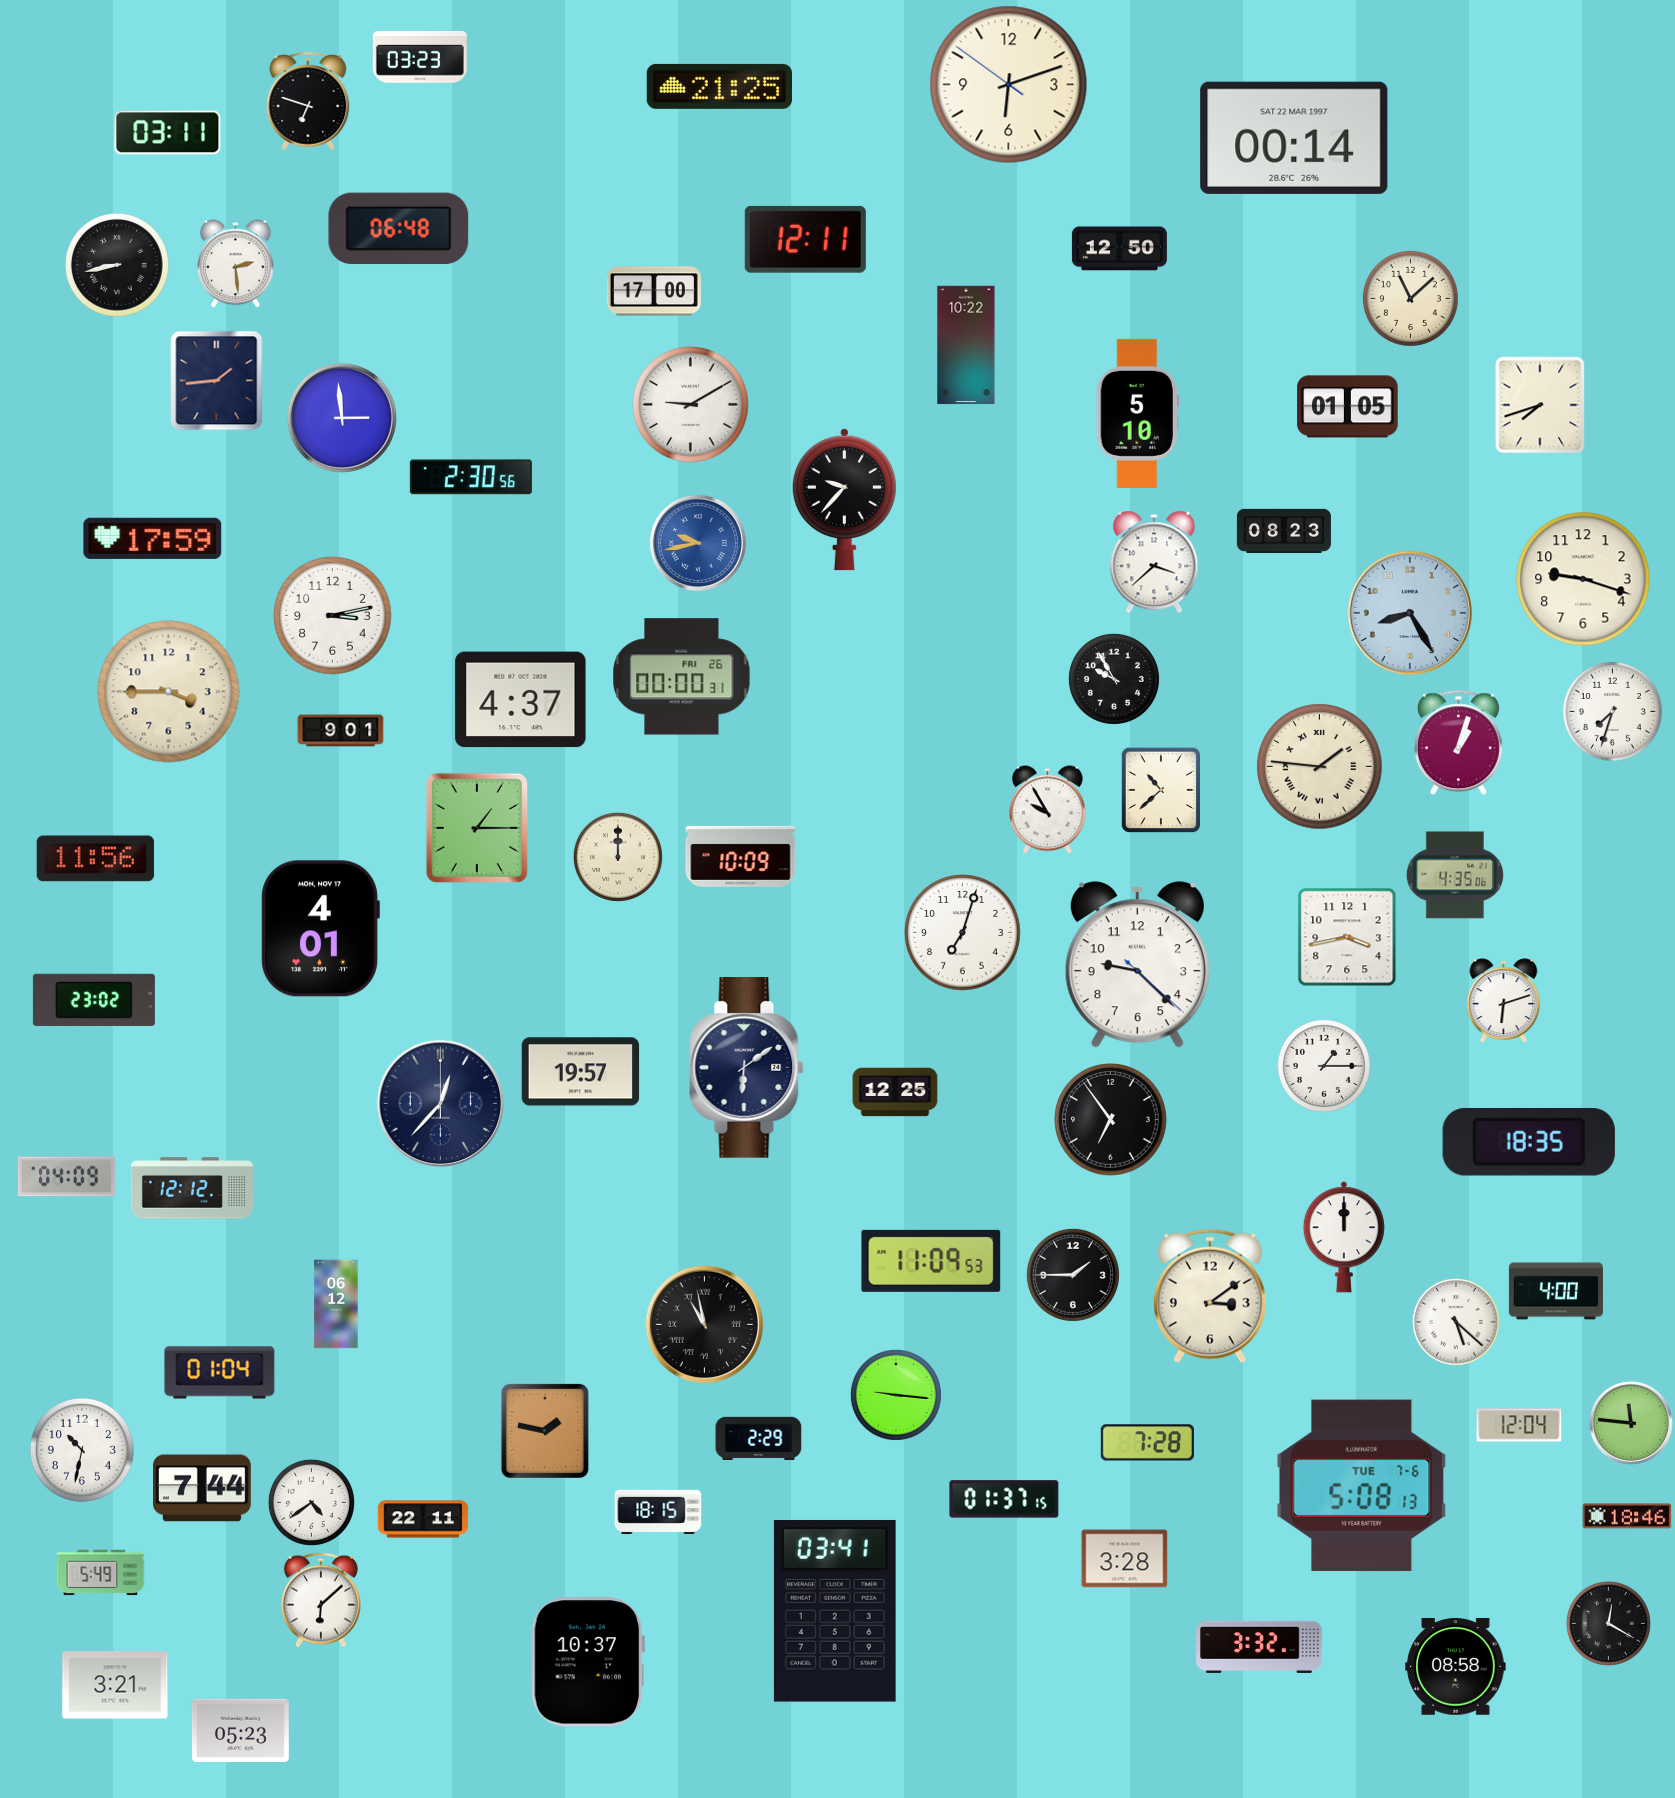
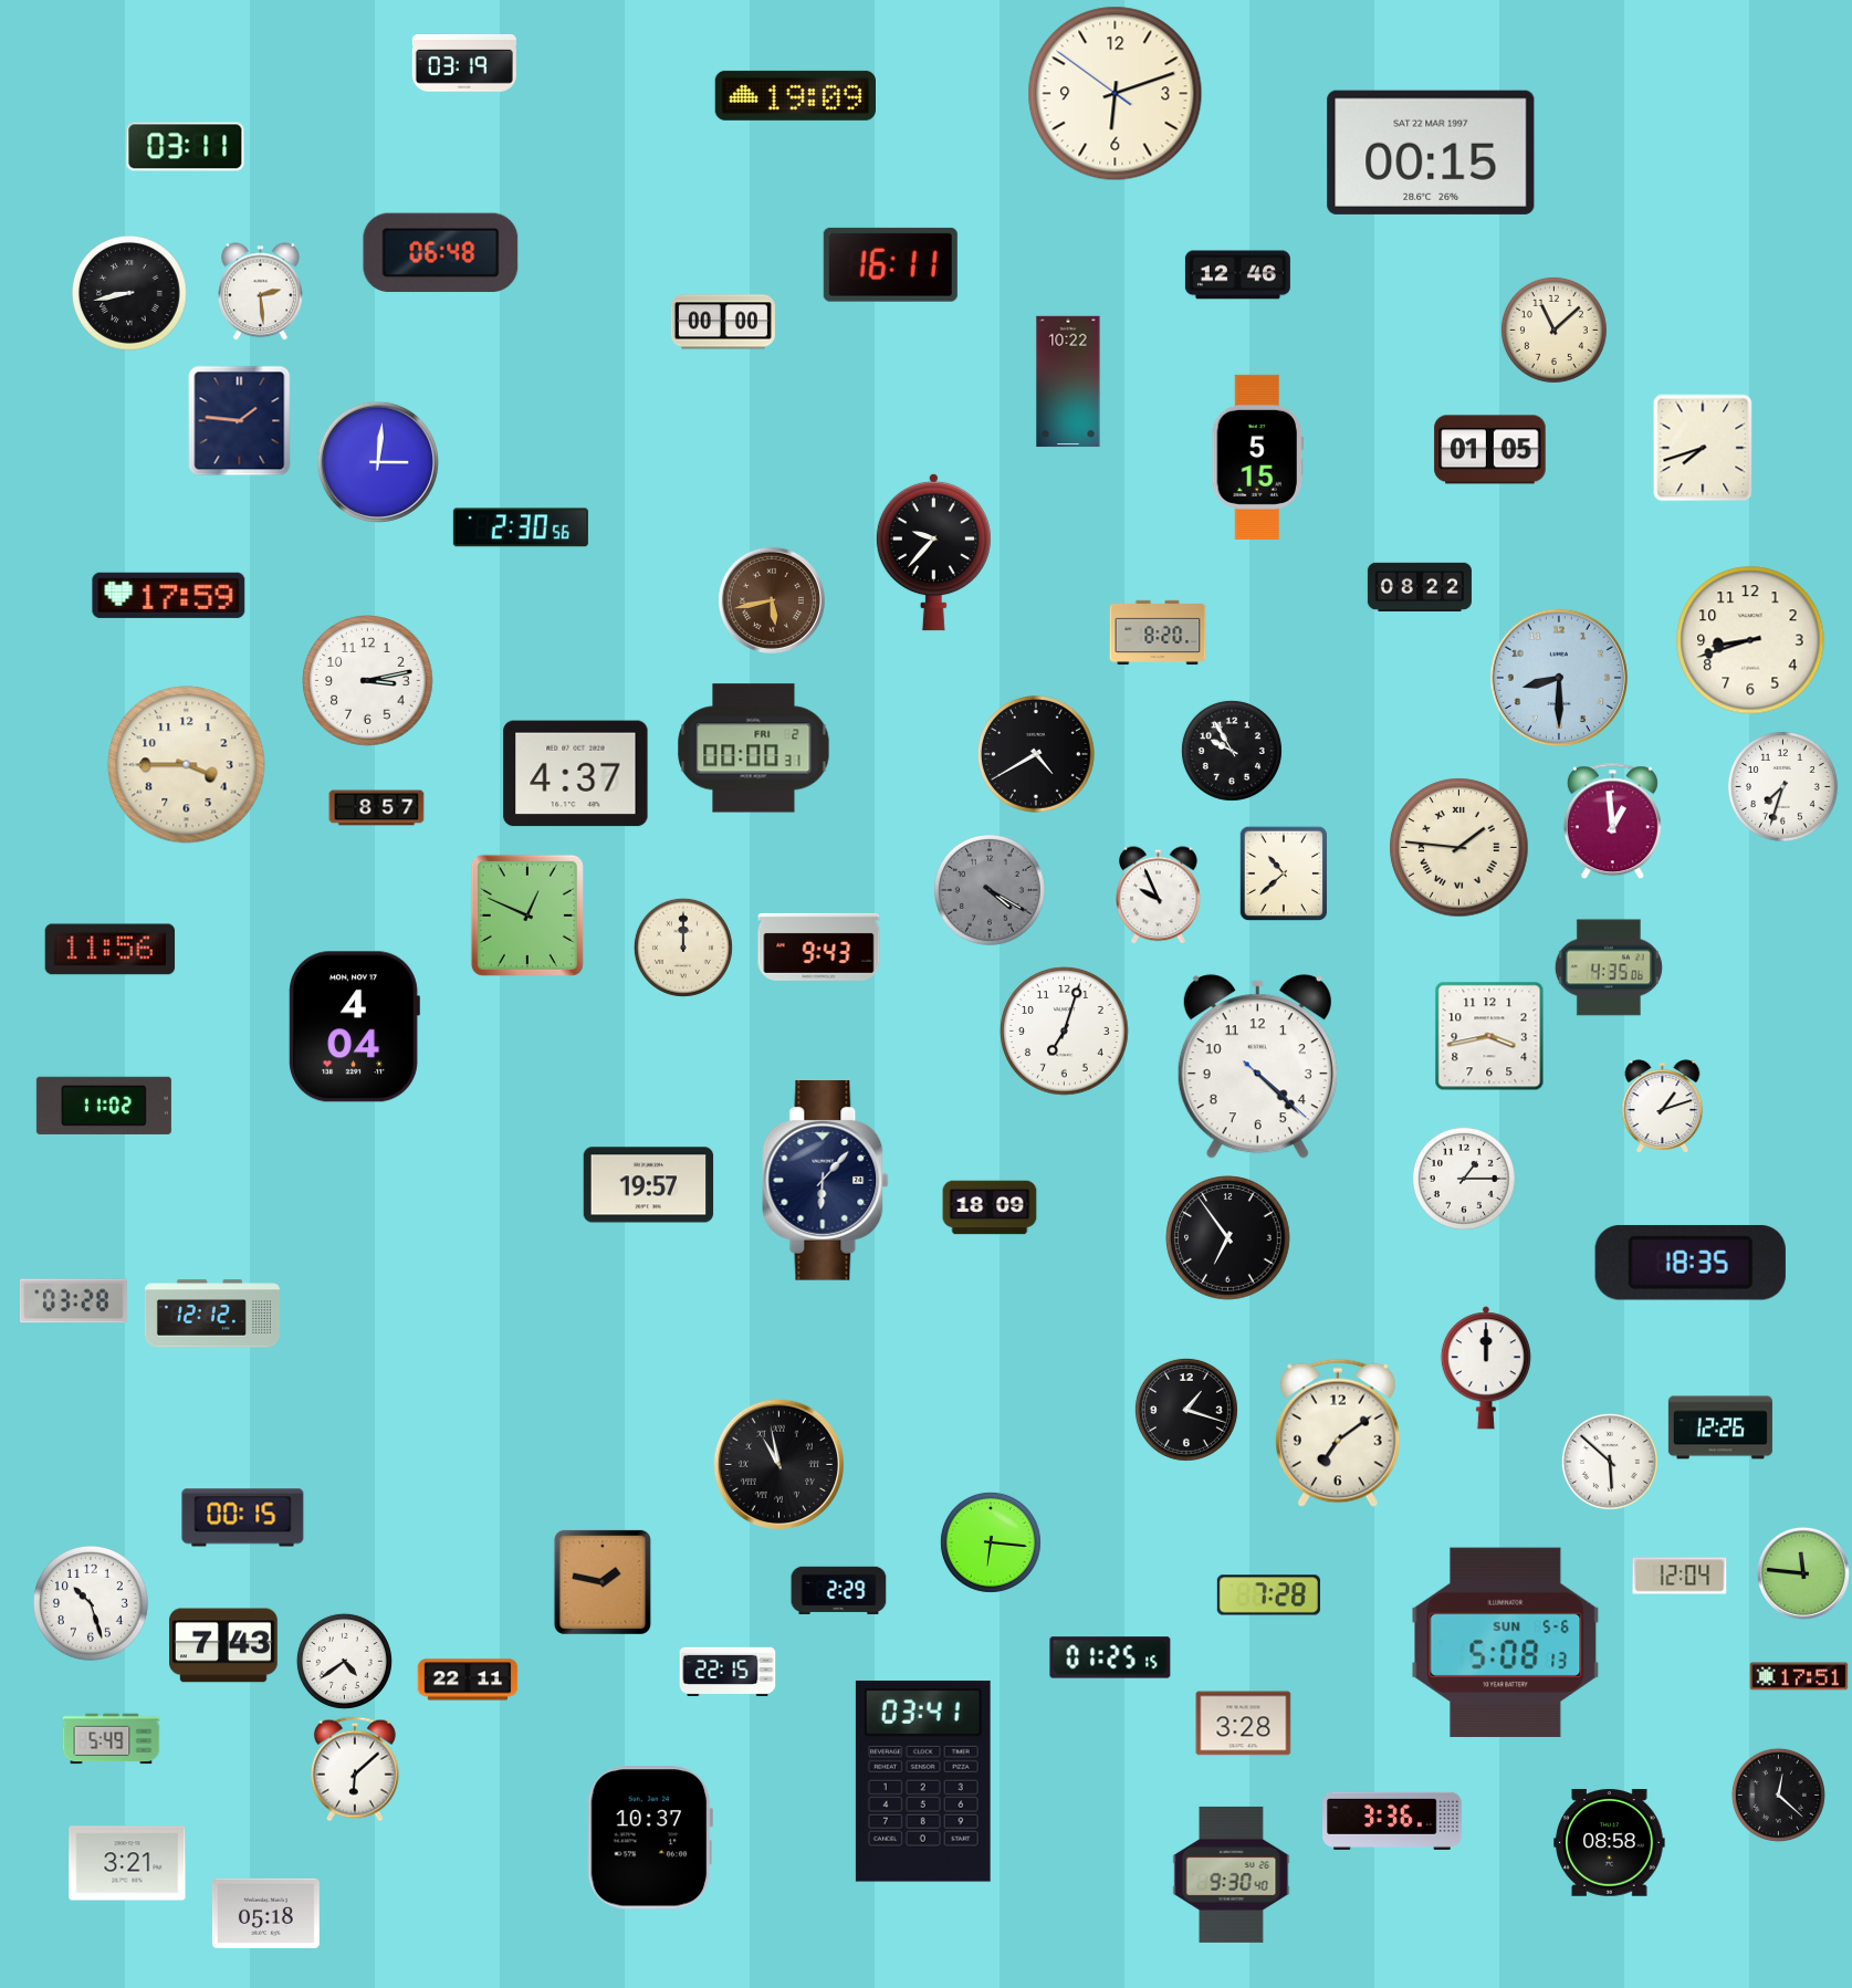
clock at (420, 58): 03:23 -> 03:19
clock at (719, 86): 21:25 -> 19:09
clock at (308, 101): 6:48 -> none
clock at (1294, 138): 00:14 -> 00:15
clock at (805, 239): 12:11 -> 16:11
clock at (1119, 249): 12:50 -> 12:46
clock at (654, 291): 17:00 -> 00:00
clock at (1410, 298) position: (1410, 298) -> (1553, 329)
clock at (217, 381): 1:44 -> 1:46
clock at (691, 405): 9:10 -> none
clock at (1138, 413): 5:10 -> 5:15
clock at (342, 418): 2:59 -> 3:01
clock at (1284, 531): 08:23 -> 08:22
clock at (698, 543): 9:43 -> 5:43
clock at (698, 543) dial: blue -> brown
clock at (1154, 562): 3:38 -> none
clock at (1158, 632): none -> 8:20
clock at (1583, 579): 9:18 -> 8:42
clock at (1410, 613): 8:25 -> 8:30
clock at (682, 677) date: FRI 26 -> FRI 2
clock at (1037, 755): none -> 4:40
clock at (341, 731): 9:01 -> 8:57
clock at (1458, 743): 1:03 -> 12:59
clock at (990, 890): none -> 4:20
clock at (1048, 810): 9:55 -> 9:56
clock at (477, 828): 1:15 -> 12:49
clock at (741, 856): 10:09 -> 9:43
clock at (96, 859) position: (96, 859) -> (111, 950)
clock at (320, 929): 4:01 -> 4:04
clock at (1137, 965): 9:22 -> 4:22
clock at (94, 1000): 23:02 -> 11:02
clock at (1504, 1001): 6:12 -> 1:12
clock at (747, 1068): 6:09 -> 6:07
clock at (581, 1072) position: (581, 1072) -> (649, 1185)
clock at (895, 1092): 12:25 -> 18:09
clock at (441, 1104): 12:37 -> none
clock at (66, 1177): 04:09 -> 03:28
clock at (931, 1261): 11:09 -> none
clock at (1073, 1275): 1:45 -> 1:18
clock at (1556, 1291): 4:00 -> 12:26
clock at (1210, 1296): 3:09 -> 7:09
clock at (336, 1304): 06:12 -> none
clock at (1456, 1322): 5:22 -> 5:52
clock at (220, 1373): 01:04 -> 00:15
clock at (896, 1395): 9:16 -> 6:16
clock at (82, 1450): 10:32 -> 10:27
clock at (1362, 1485) date: TUE 7-6 -> SUN 5-6
clock at (203, 1488): 7:44 -> 7:43
clock at (1004, 1499): 01:37 -> 01:25
clock at (658, 1511): 18:15 -> 22:15
clock at (1627, 1516): 18:46 -> 17:51
clock at (1608, 1623): 12:20 -> 12:22
clock at (1259, 1647): 3:32 -> 3:36
clock at (1232, 1874): none -> 9:30
clock at (240, 1730): 05:23 -> 05:18
